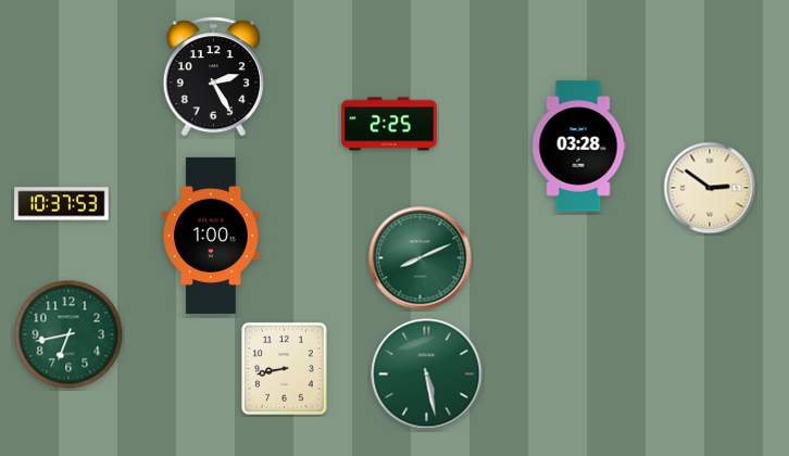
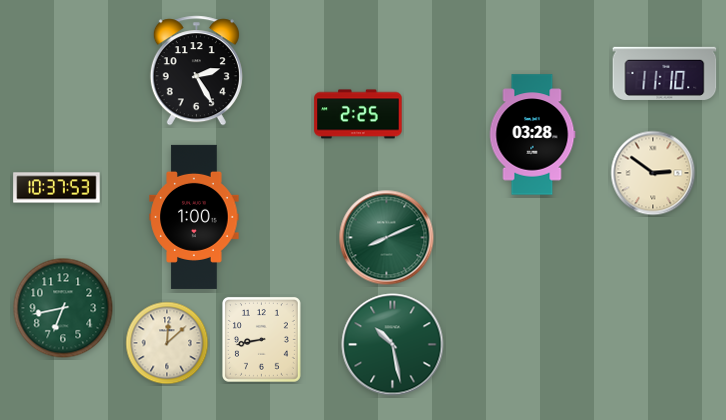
clock at (665, 73): none -> 11:10
clock at (167, 343): none -> 12:08
clock at (427, 375): 5:28 -> 10:28
